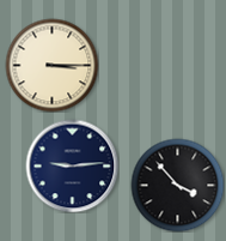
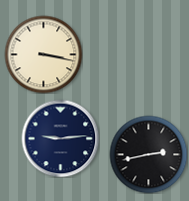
clock at (51, 65): 3:15 -> 3:17
clock at (177, 185): 3:53 -> 2:43
